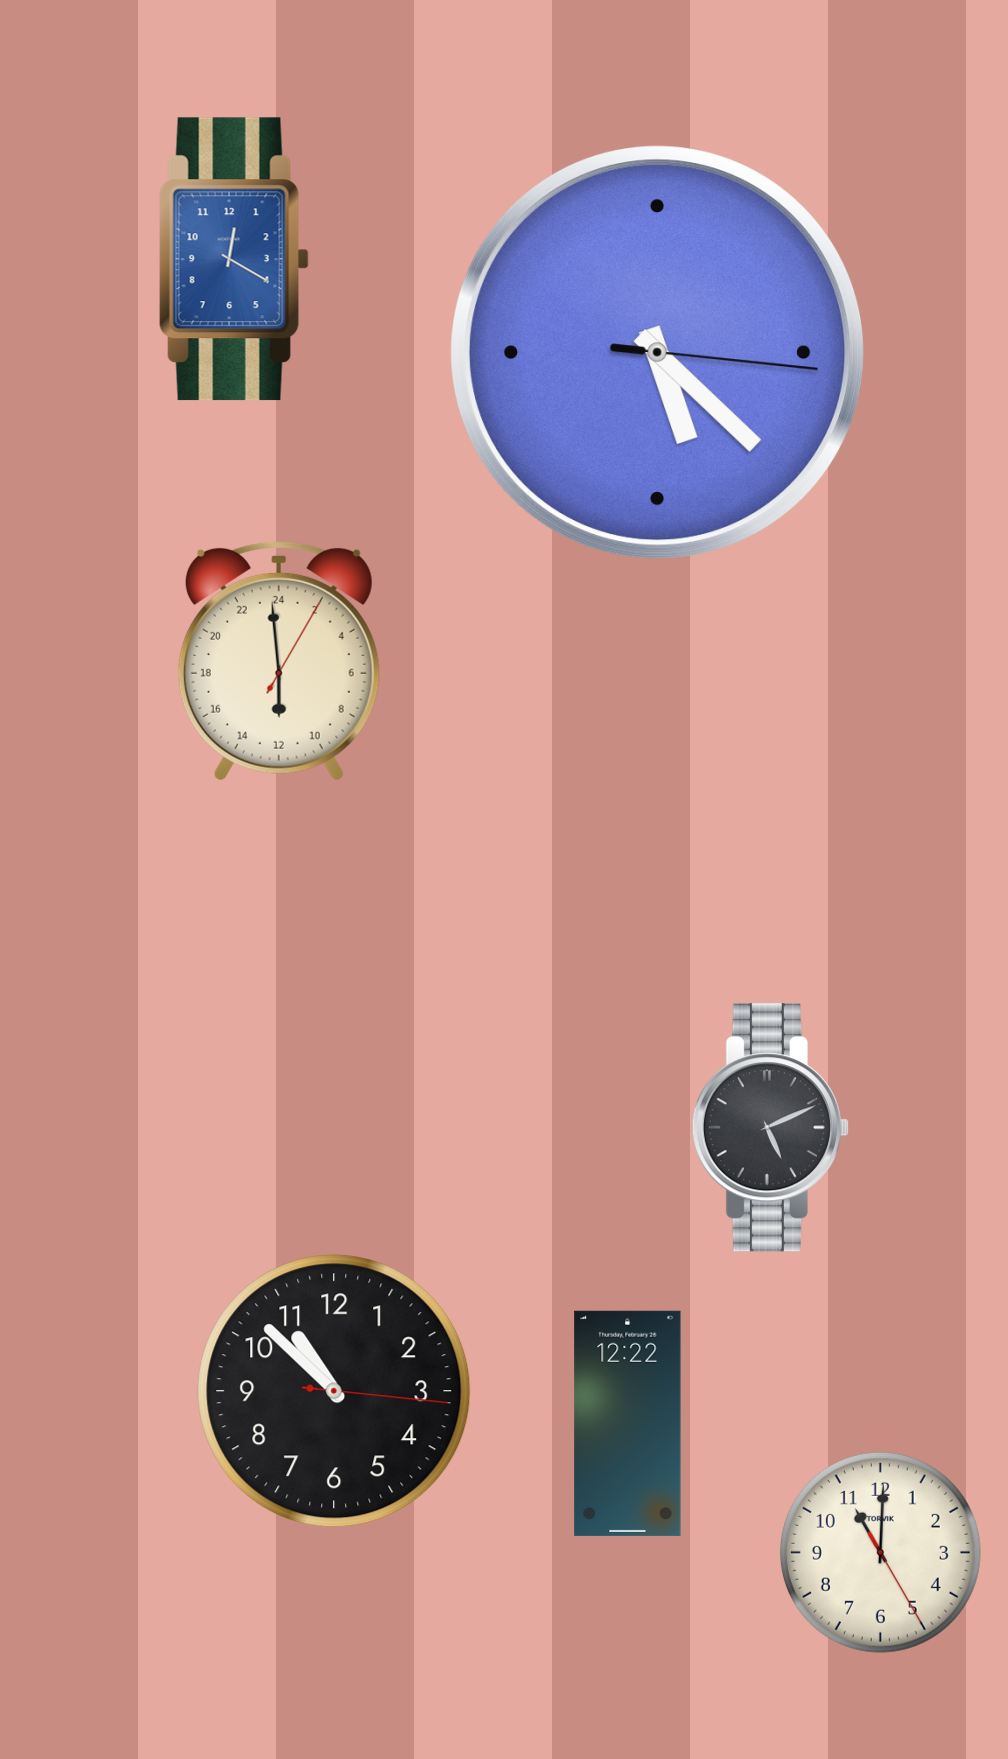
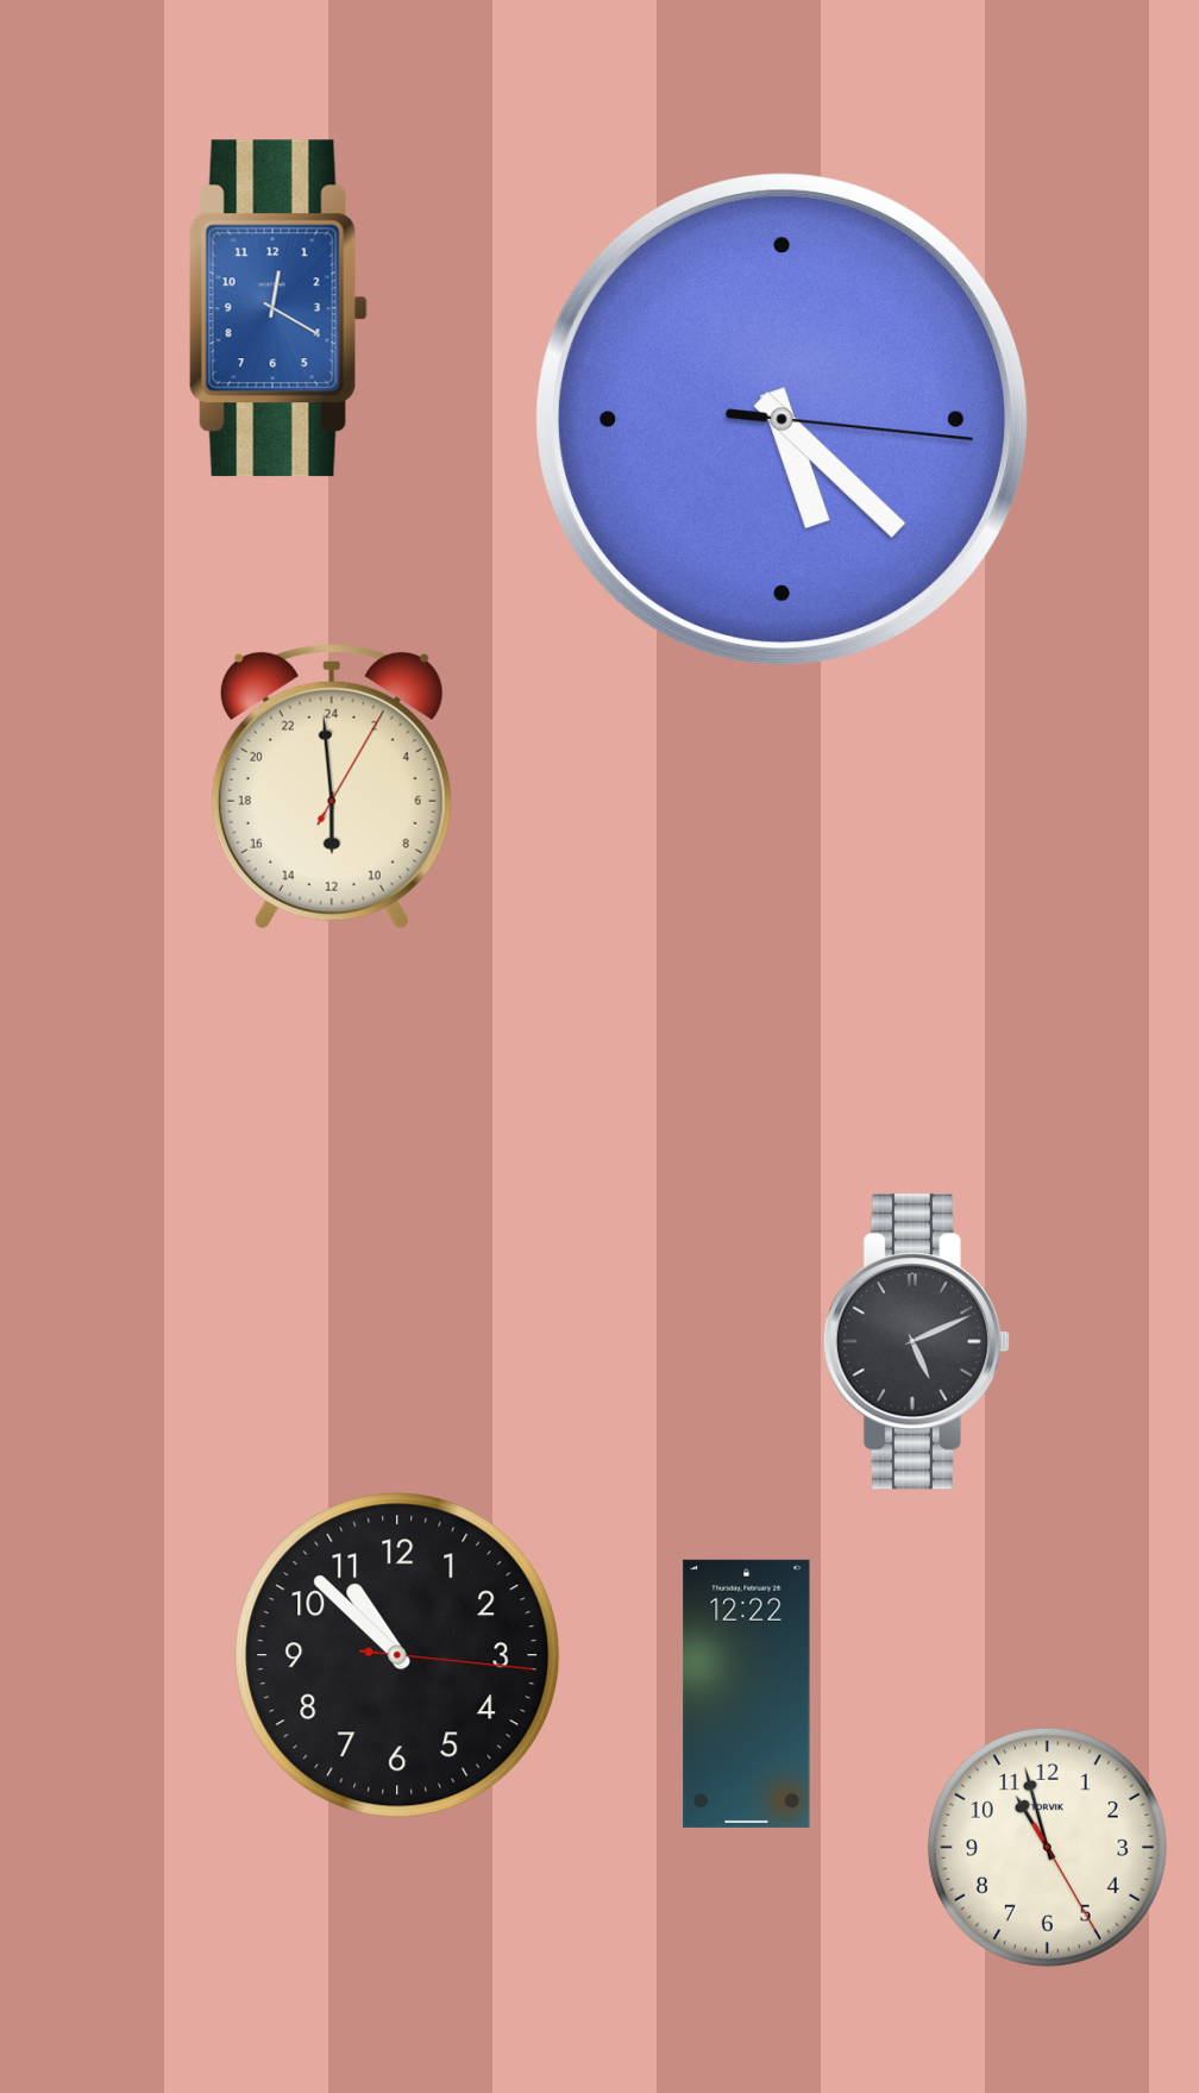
clock at (880, 1552): 11:00 -> 10:57
